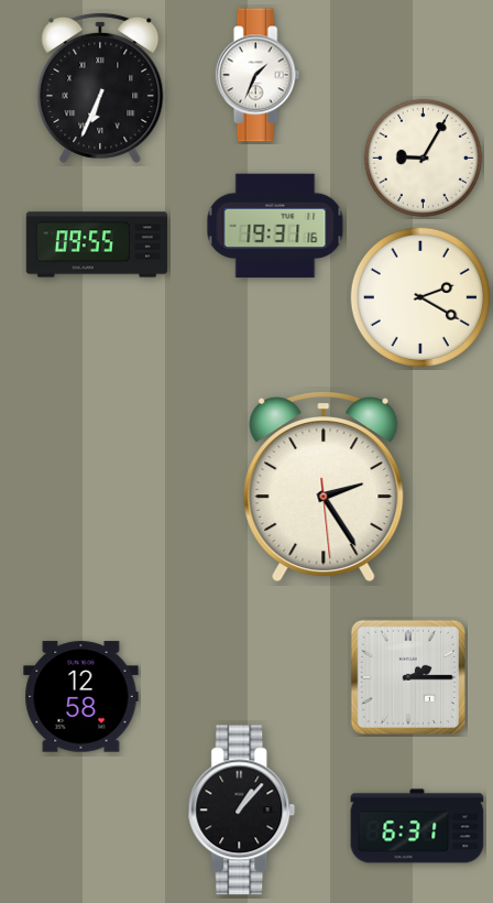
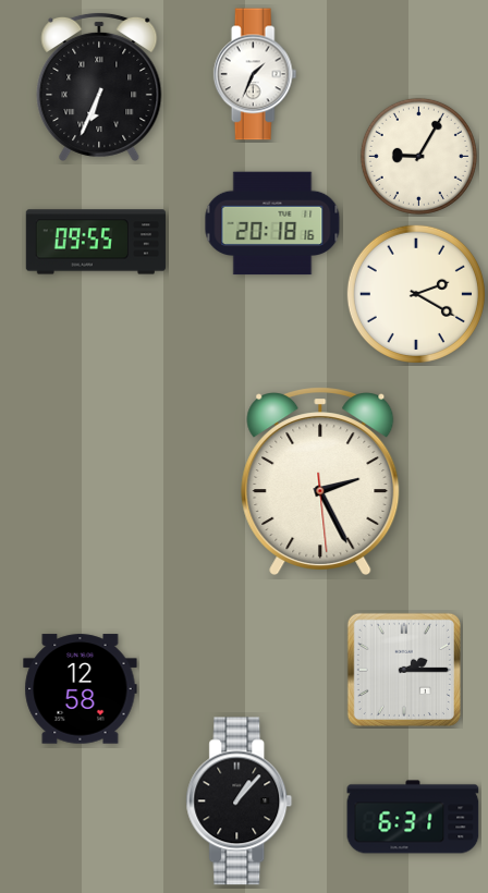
clock at (275, 226): 19:31 -> 20:18
clock at (324, 486): 2:24 -> 2:25
